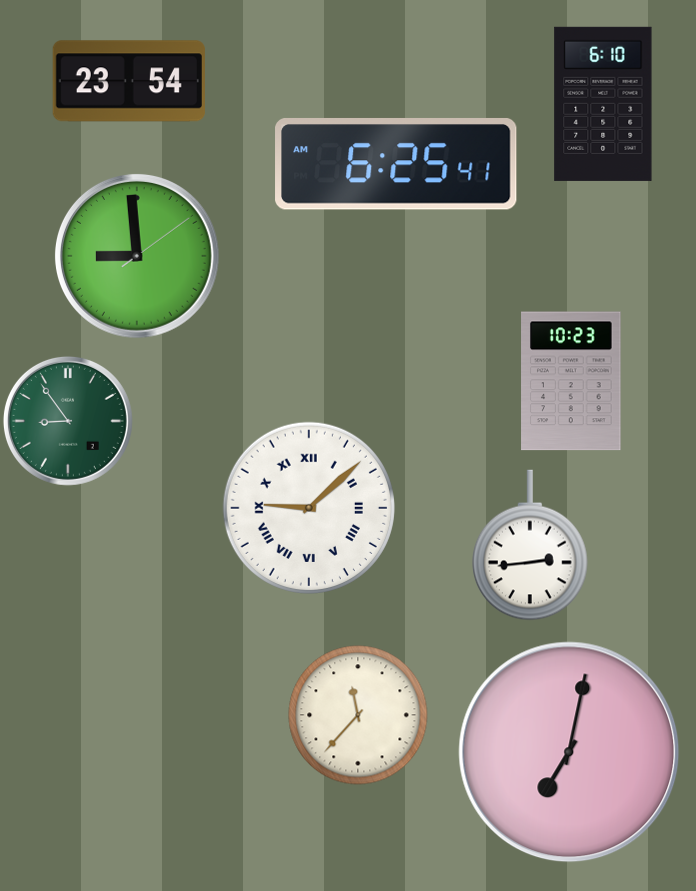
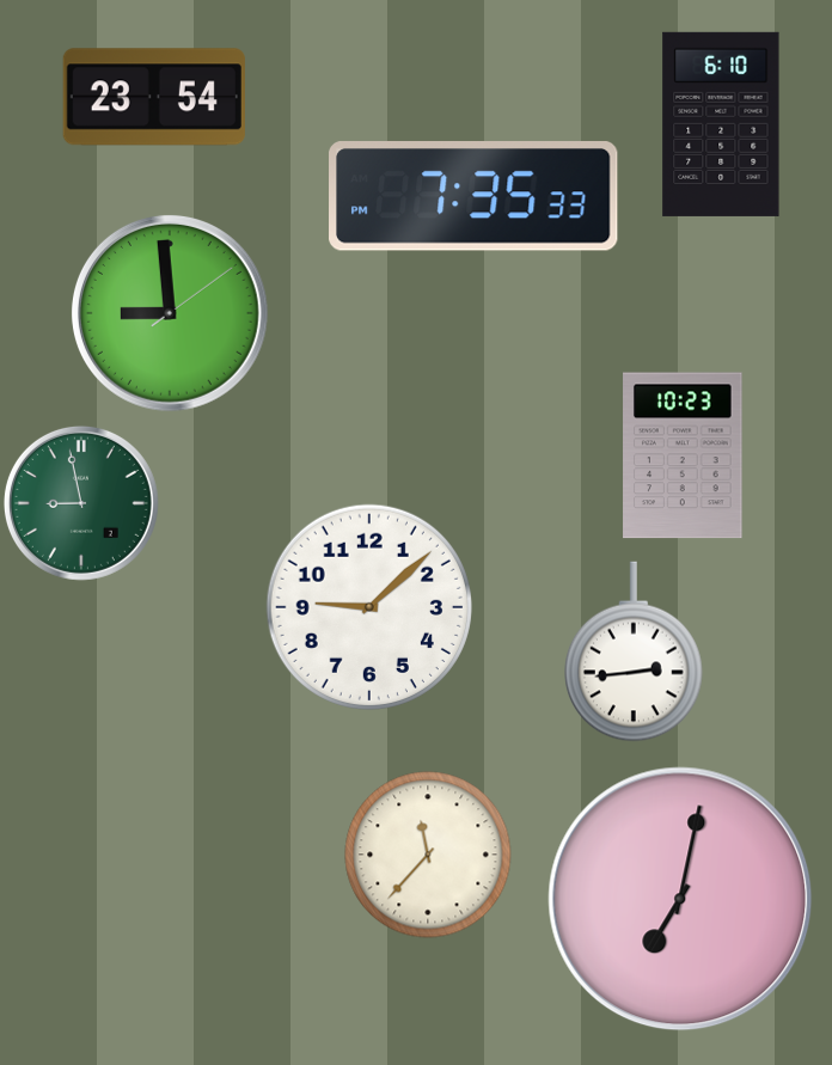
clock at (396, 164): 6:25 -> 7:35
clock at (137, 256) position: (137, 256) -> (170, 313)
clock at (68, 421): 8:54 -> 8:58
clock at (309, 508) numerals: Roman -> Arabic
